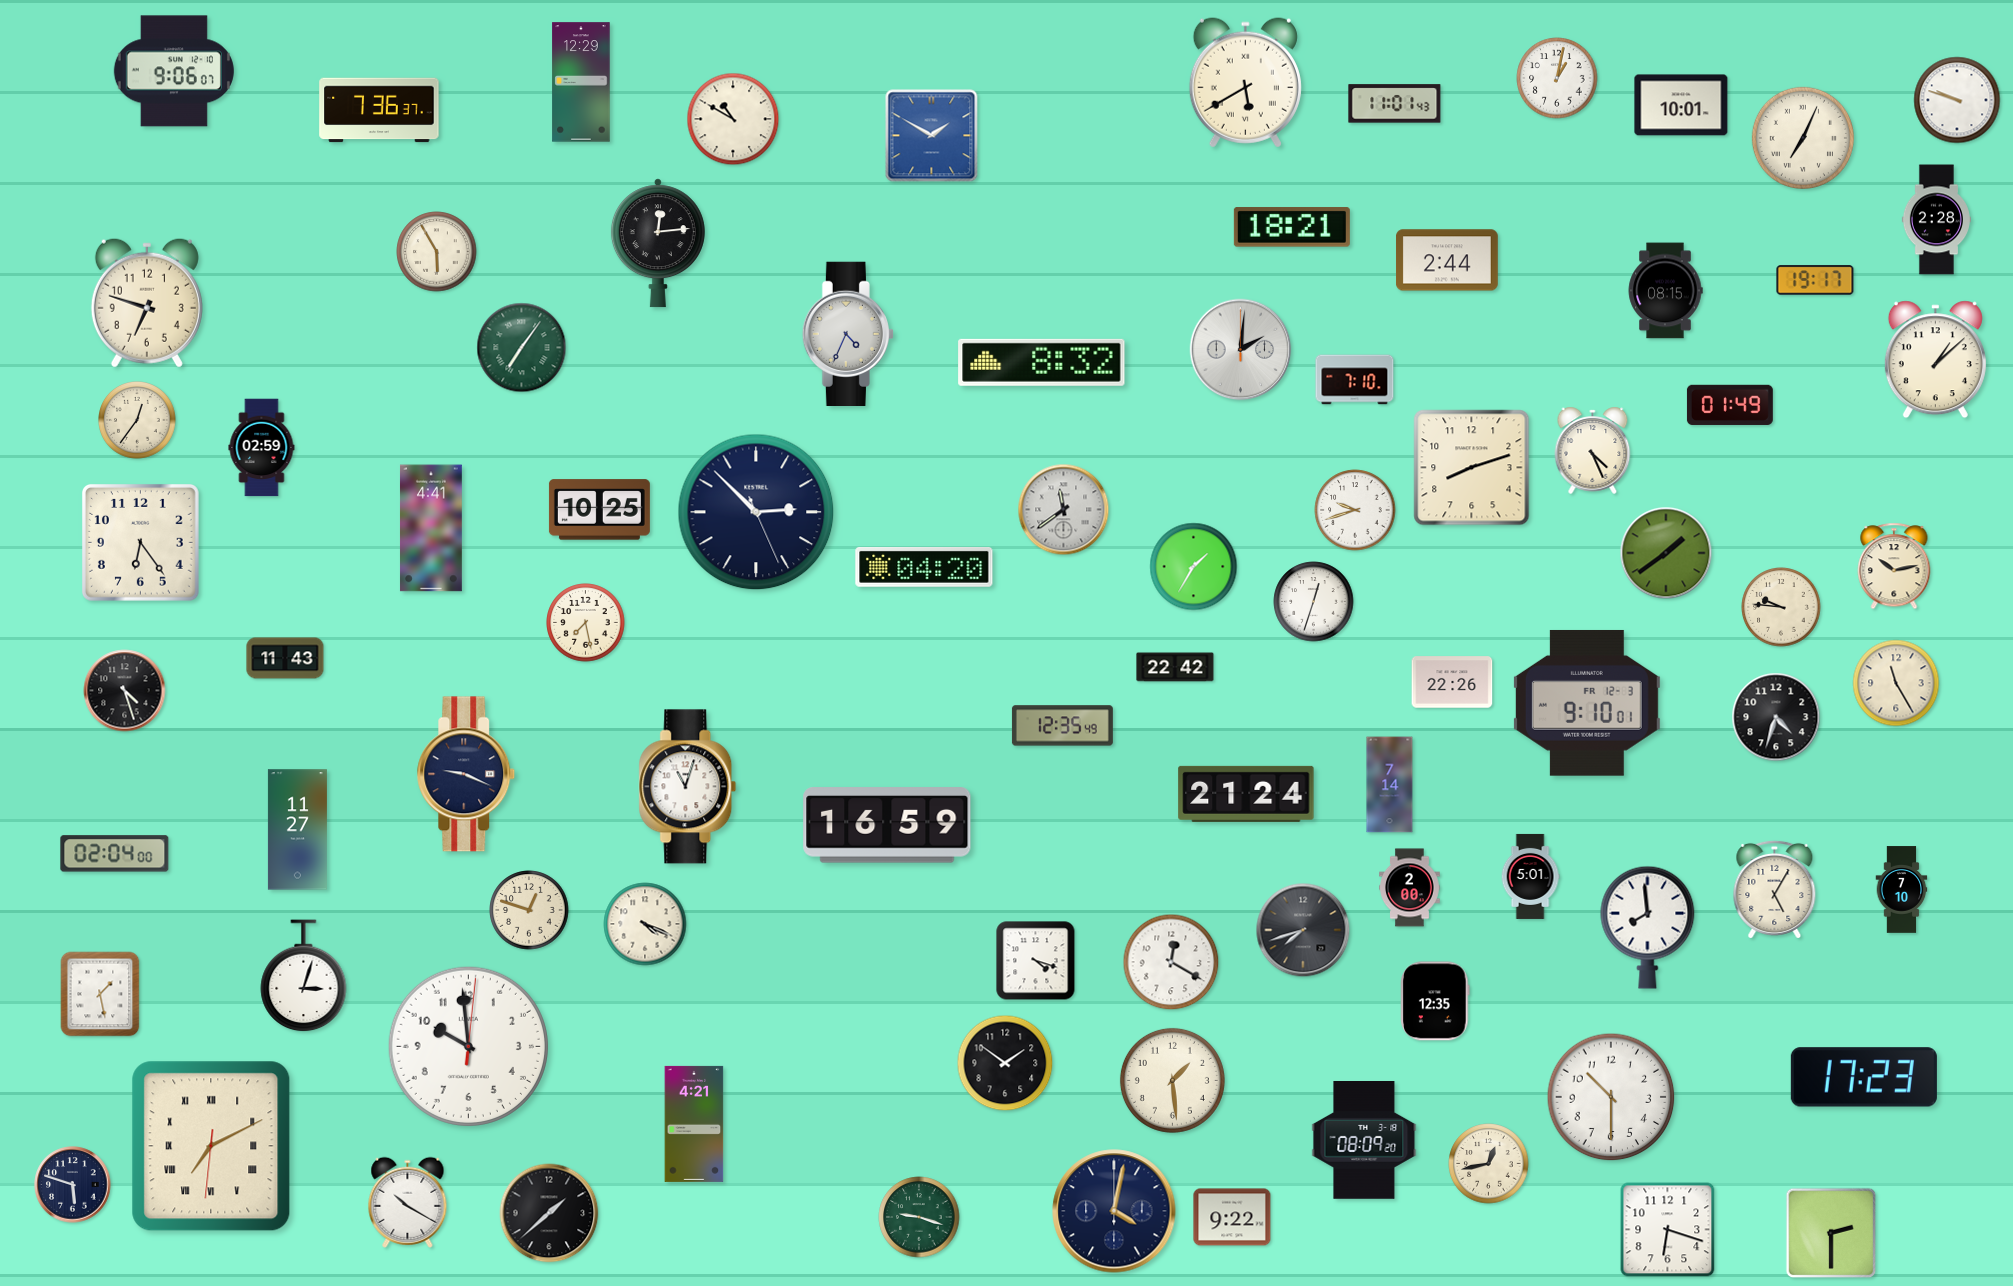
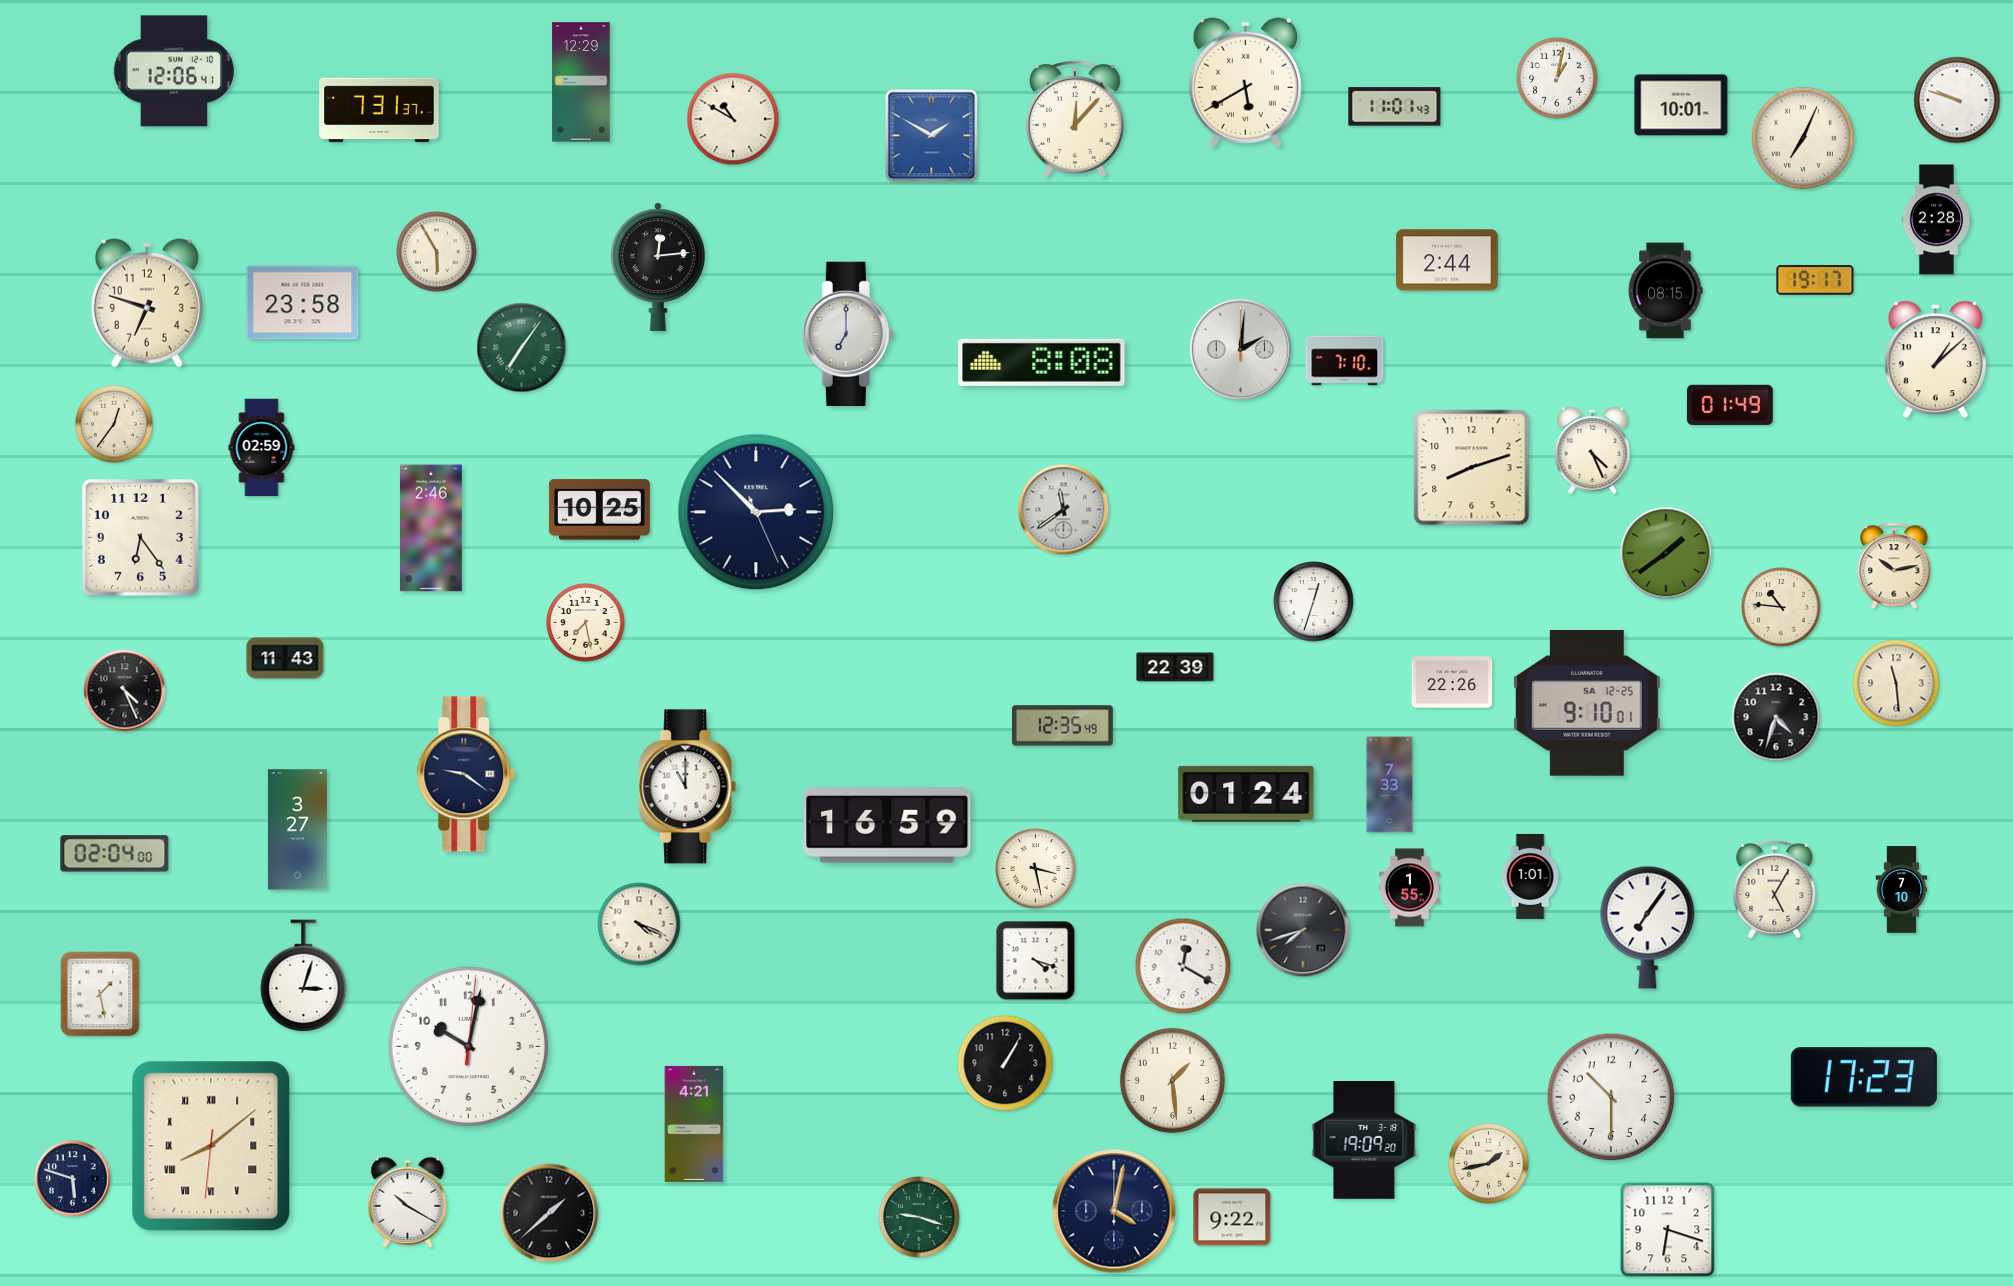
clock at (174, 71): 9:06 -> 12:06
clock at (1395, 104) position: (1395, 104) -> (1395, 107)
clock at (379, 110): 7:36 -> 7:31
clock at (1075, 119): none -> 12:07
clock at (1292, 227): 18:21 -> none
clock at (658, 243) position: (658, 243) -> (658, 267)
clock at (303, 303): none -> 23:58
clock at (847, 333): 4:34 -> 7:00
clock at (1042, 362): 8:32 -> 8:08
clock at (1355, 380) position: (1355, 380) -> (1345, 361)
clock at (138, 421) position: (138, 421) -> (115, 425)
clock at (1355, 510): 9:42 -> none
clock at (431, 528): 4:41 -> 2:46
clock at (141, 543) position: (141, 543) -> (141, 538)
clock at (924, 567): 04:20 -> none
clock at (1194, 567): 1:35 -> none
clock at (1781, 607): 9:46 -> 10:46
clock at (1175, 667): 22:42 -> 22:39
clock at (1896, 683): 11:25 -> 11:29
clock at (125, 691): 4:27 -> 4:26
clock at (1587, 703) date: FR 12-3 -> SA 12-25
clock at (466, 774): 9:19 -> 9:21
clock at (1390, 785): 7:14 -> 7:33
clock at (688, 787): 11:03 -> 11:00
clock at (1246, 794): 21:24 -> 01:24
clock at (297, 830): 11:27 -> 3:27
clock at (1036, 869): none -> 3:28
clock at (1530, 876): 5:01 -> 1:01
clock at (1410, 888): 2:00 -> 1:55
clock at (529, 910): 12:48 -> none
clock at (645, 924) position: (645, 924) -> (639, 924)
clock at (1648, 927): 7:59 -> 7:06
clock at (1171, 962) position: (1171, 962) -> (1183, 966)
clock at (1435, 1001): 12:35 -> none
clock at (468, 1046): 9:59 -> 10:02
clock at (1005, 1063): 1:51 -> 1:05
clock at (1364, 1140): 08:09 -> 19:09
clock at (211, 1146): 7:10 -> 8:08
clock at (1489, 1164): 12:43 -> 1:43
clock at (73, 1185) position: (73, 1185) -> (73, 1179)
clock at (1831, 1233): 2:30 -> none
